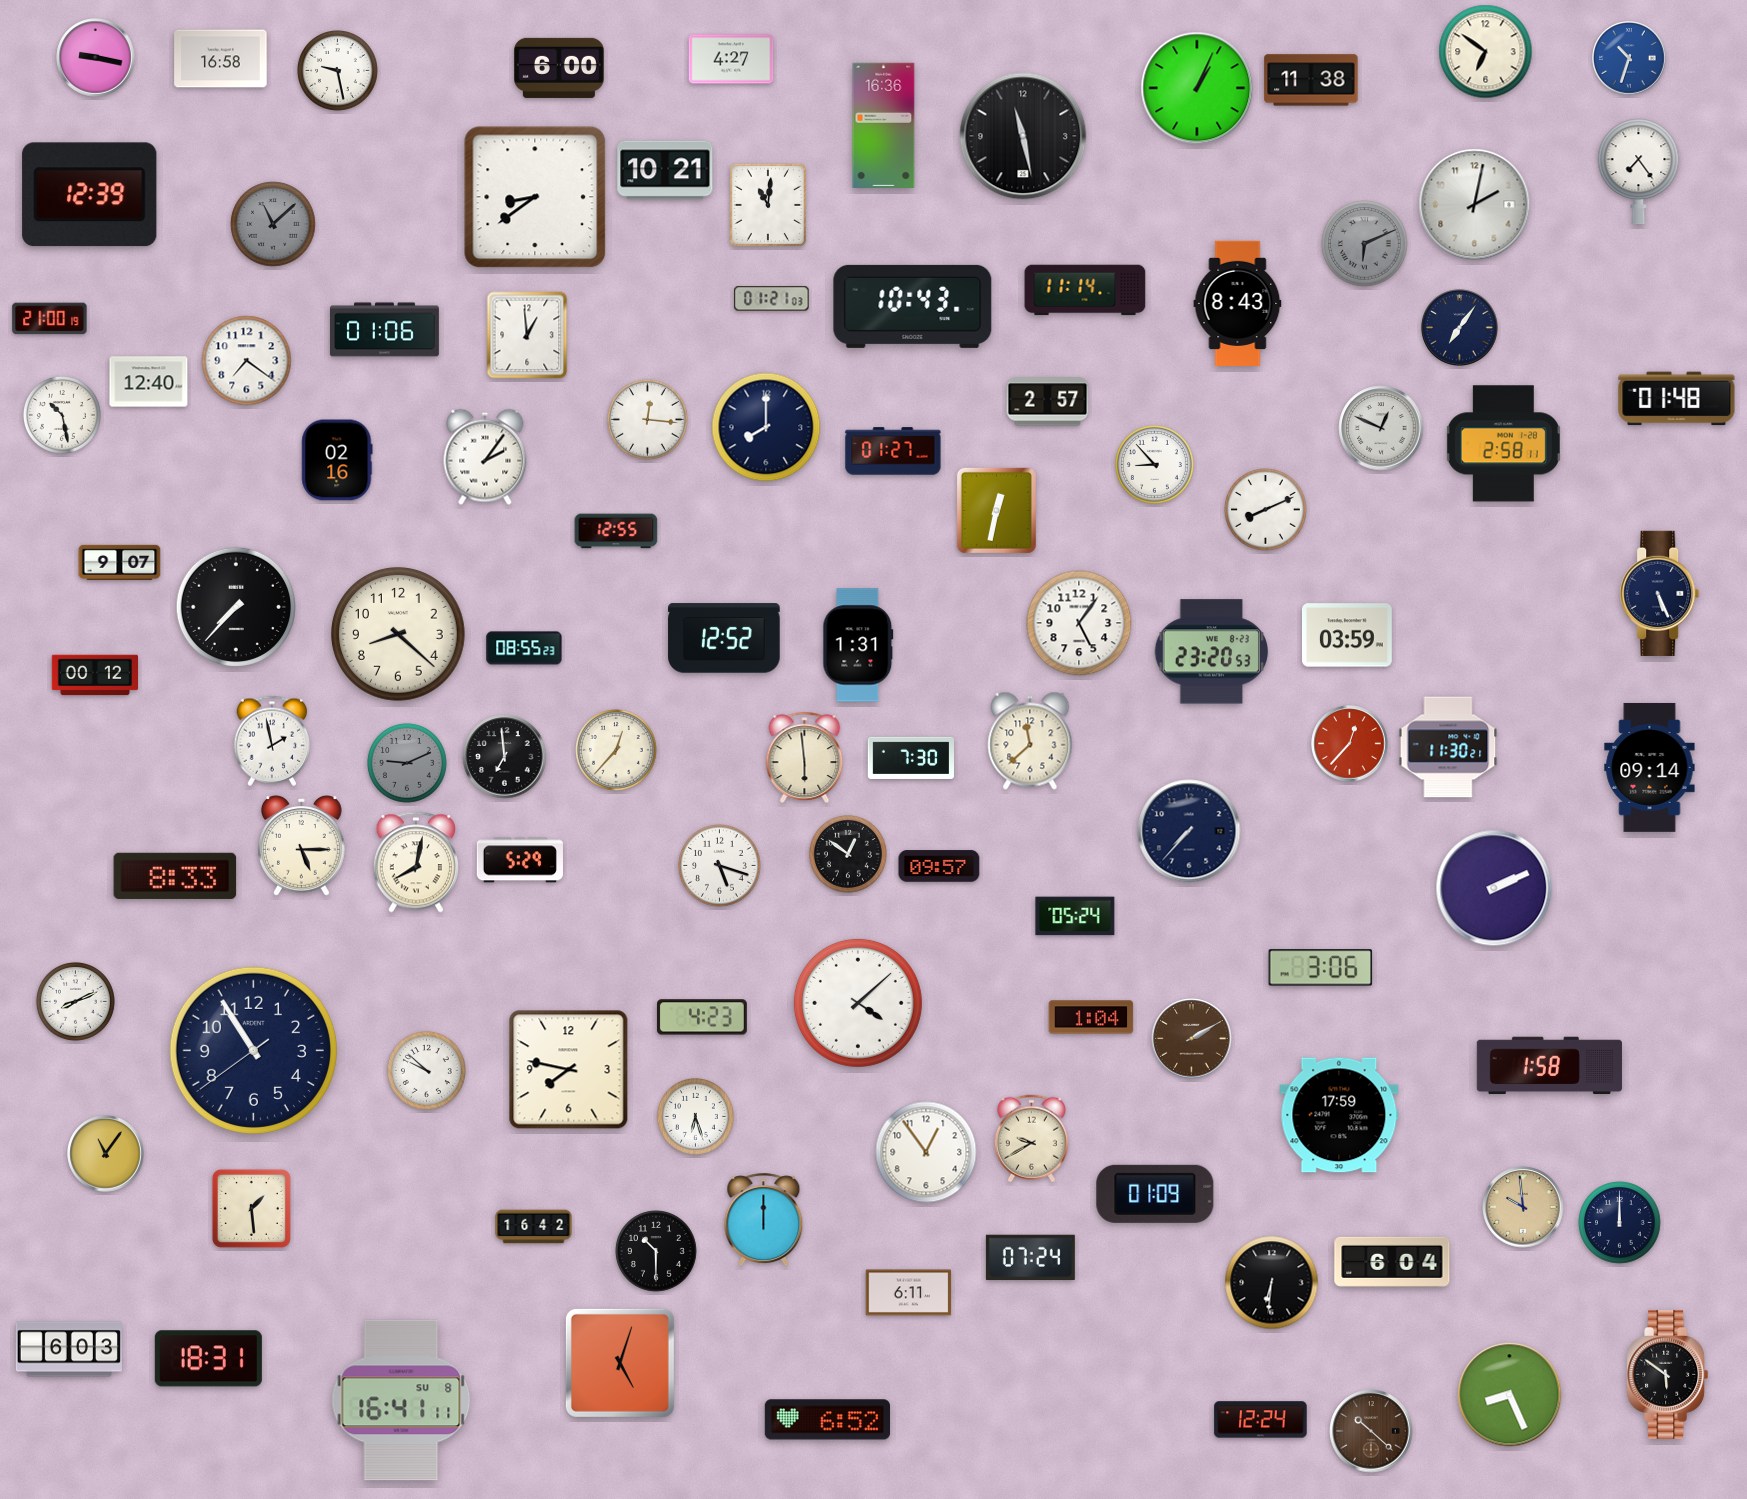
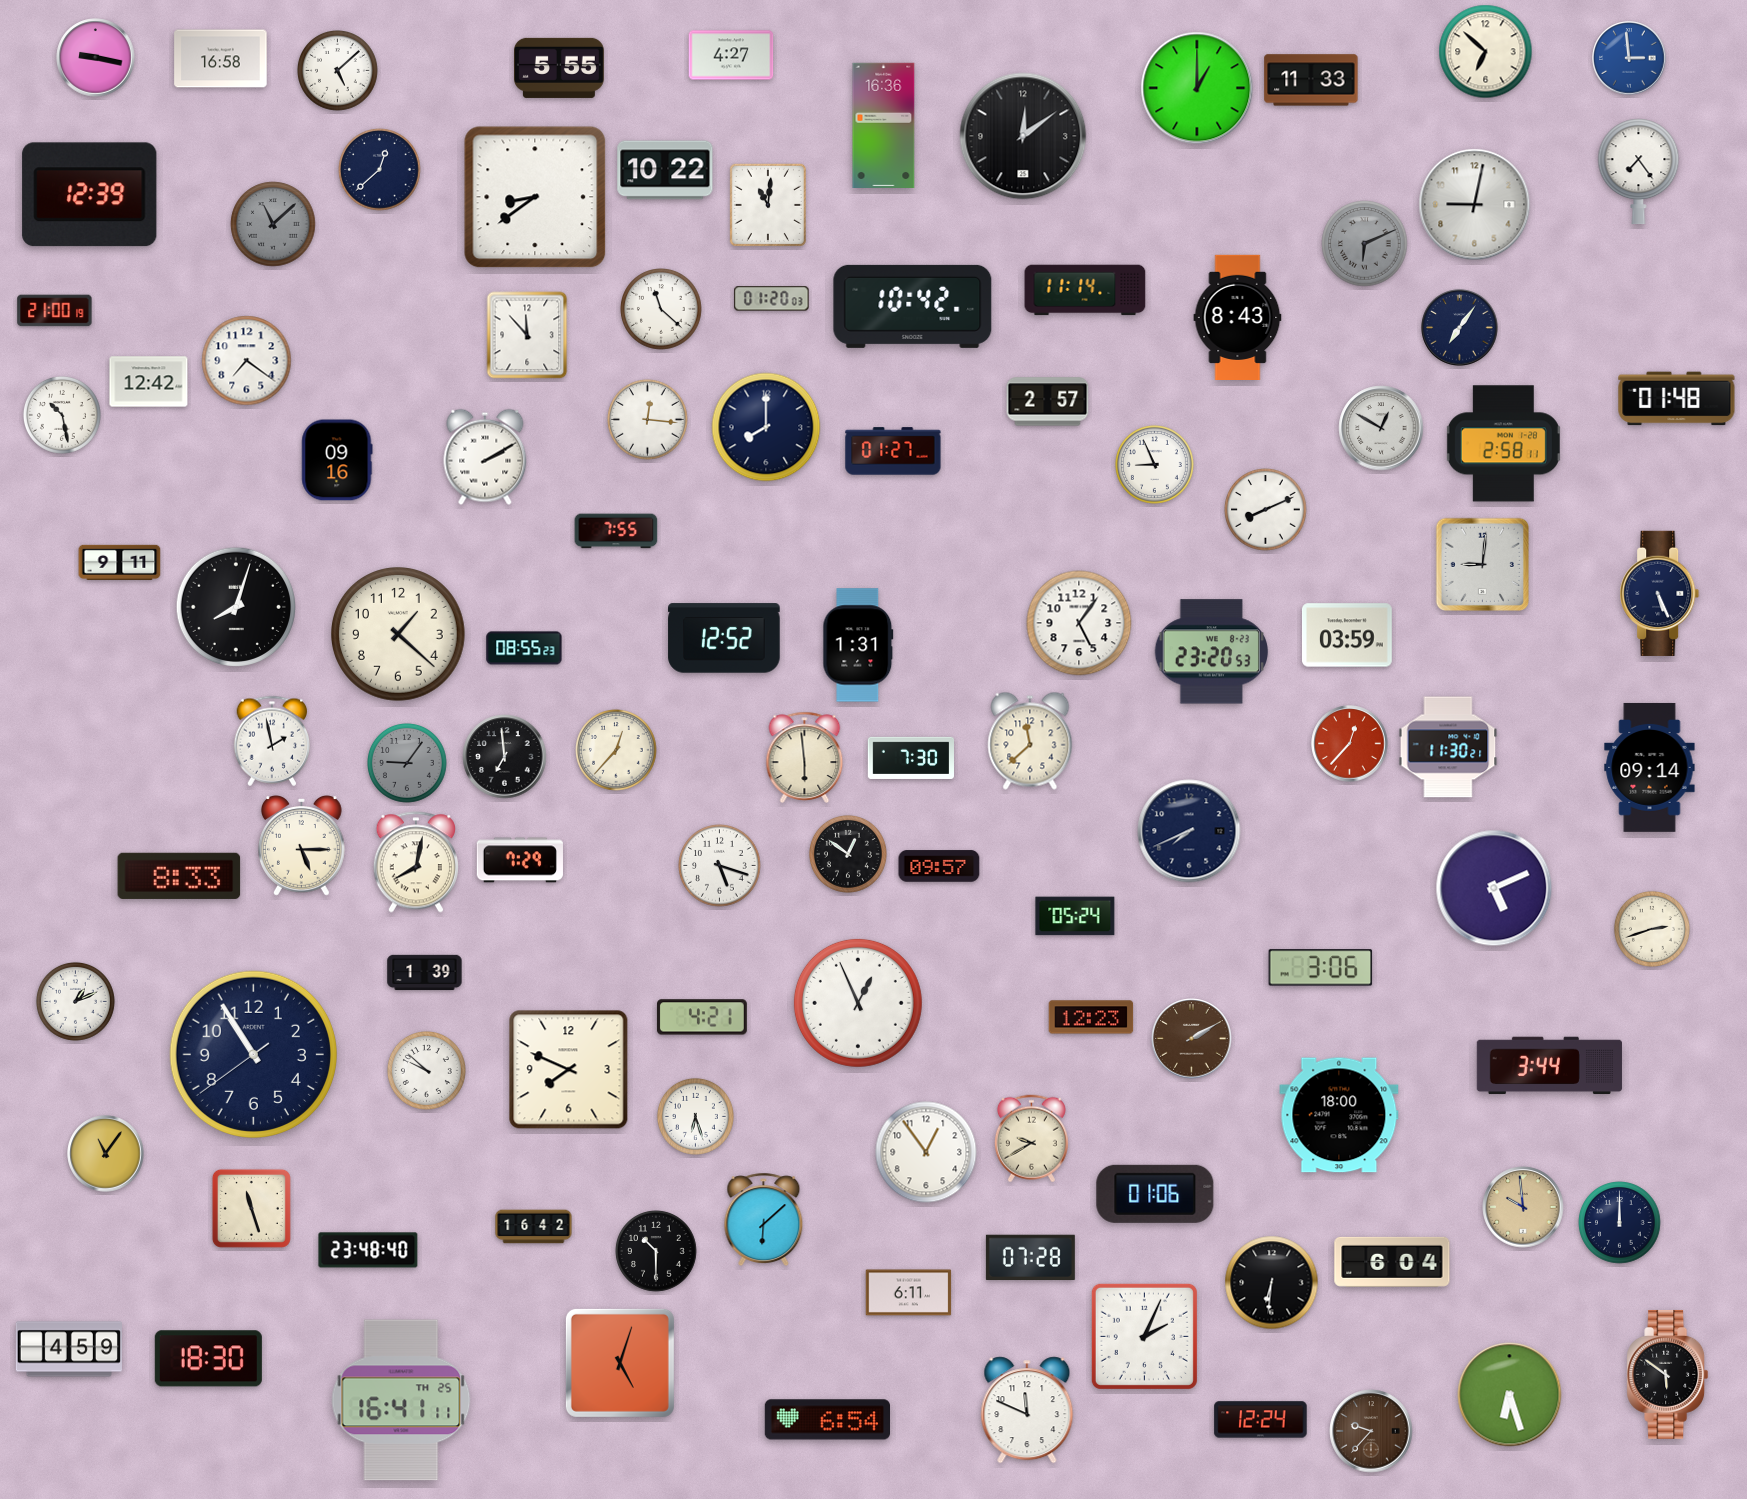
clock at (1486, 52): 6:51 -> 6:52
clock at (1629, 58): 10:33 -> 2:59
clock at (731, 59) position: (731, 59) -> (731, 55)
clock at (560, 68): 6:00 -> 5:55
clock at (338, 71): 9:28 -> 5:08
clock at (1311, 80): 11:38 -> 11:33
clock at (1197, 88): 1:04 -> 1:00
clock at (1023, 136): 11:28 -> 12:09
clock at (380, 170): none -> 12:38
clock at (665, 170): 10:21 -> 10:22
clock at (1475, 205): 2:02 -> 9:02
clock at (772, 299): 01:21 -> 01:20
clock at (1238, 303) position: (1238, 303) -> (1238, 317)
clock at (913, 306): 10:43 -> 10:42
clock at (661, 309): none -> 11:22
clock at (50, 319) position: (50, 319) -> (55, 311)
clock at (384, 330): 01:06 -> none
clock at (527, 335): 12:59 -> 11:53
clock at (149, 382): 12:40 -> 12:42
clock at (1381, 428): 12:49 -> 12:50
clock at (485, 457): 2:06 -> 2:10
clock at (337, 460): 02:16 -> 09:16
clock at (1154, 464): 8:53 -> 8:56
clock at (996, 510): 12:32 -> none
clock at (616, 531): 12:55 -> 7:55
clock at (120, 562): 9:07 -> 9:11
clock at (1482, 564): none -> 9:01
clock at (235, 606): 7:37 -> 8:03
clock at (399, 635): 8:22 -> 1:22
clock at (94, 675): 00:12 -> none
clock at (408, 764): 9:11 -> 9:06
clock at (1189, 831): 7:37 -> 7:41
clock at (520, 860): 5:29 -> 7:29
clock at (175, 876) position: (175, 876) -> (179, 876)
clock at (1494, 888): 2:11 -> 5:11
clock at (1652, 929): none -> 2:42
clock at (425, 973): none -> 1:39
clock at (75, 1001): 8:11 -> 1:11
clock at (858, 1003): 4:08 -> 12:56
clock at (702, 1017): 4:23 -> 4:21
clock at (1091, 1017): 1:04 -> 12:23
clock at (253, 1050) position: (253, 1050) -> (253, 1054)
clock at (1549, 1066): 1:58 -> 3:44
clock at (569, 1070): 7:47 -> 7:49
clock at (1339, 1115): 17:59 -> 18:00
clock at (1155, 1194): 01:09 -> 01:06
clock at (251, 1208): 1:29 -> 11:27
clock at (764, 1220): 12:00 -> 6:08
clock at (368, 1250): none -> 23:48
clock at (1030, 1257): 07:24 -> 07:28
clock at (1144, 1336): none -> 2:04
clock at (69, 1349): 6:03 -> 4:59
clock at (208, 1359): 18:31 -> 18:30
clock at (1510, 1395): 8:26 -> 6:27
clock at (401, 1400) date: SU 8 -> TH 25
clock at (1027, 1410): none -> 11:49
clock at (827, 1420): 6:52 -> 6:54
clock at (1371, 1431): 10:22 -> 9:37
